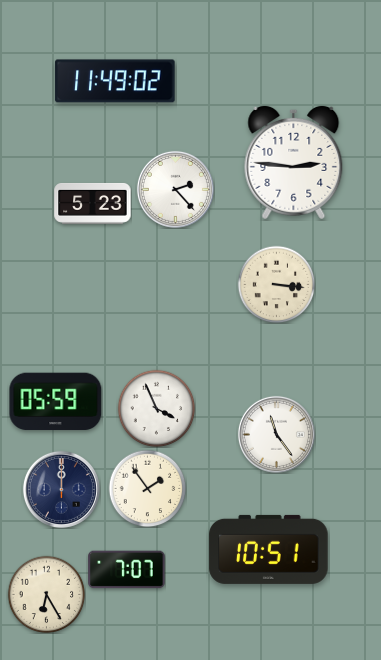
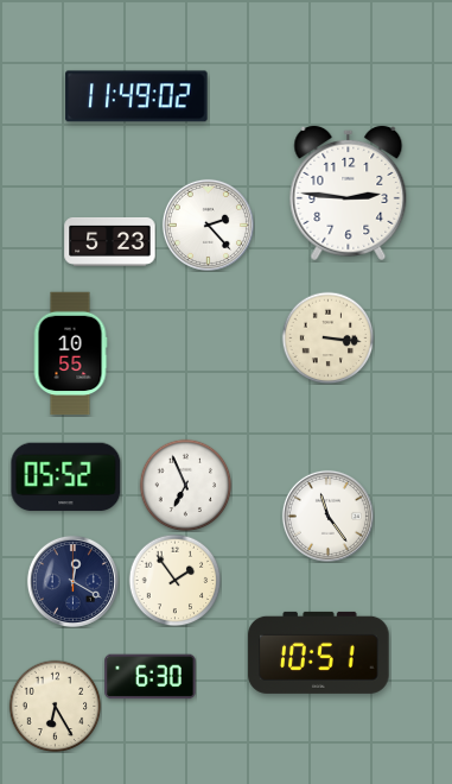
clock at (70, 354): none -> 10:55
clock at (56, 402): 05:59 -> 05:52
clock at (156, 408): 3:56 -> 6:56
clock at (61, 489): 12:00 -> 12:20
clock at (127, 570): 7:07 -> 6:30
